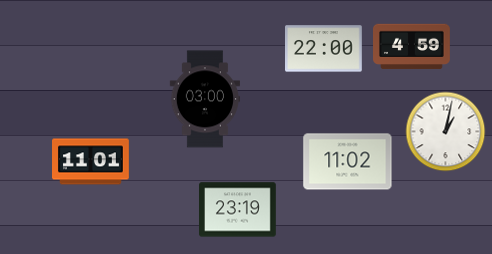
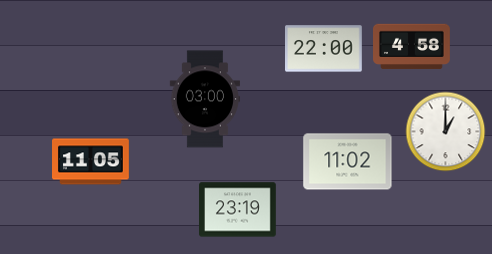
clock at (412, 47): 4:59 -> 4:58
clock at (445, 131): 1:02 -> 1:00
clock at (91, 162): 11:01 -> 11:05
